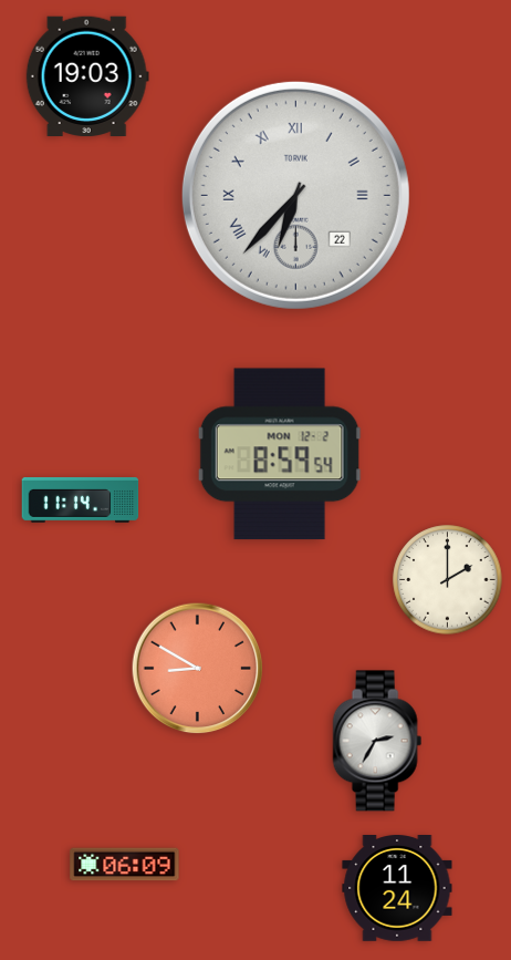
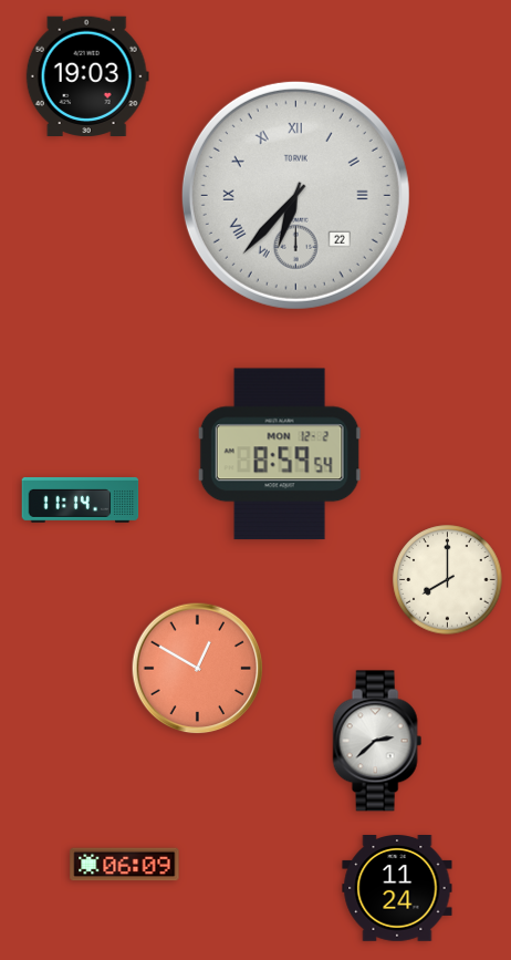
clock at (448, 580): 2:00 -> 8:00
clock at (198, 669): 8:50 -> 12:50
clock at (377, 741): 2:35 -> 2:38
